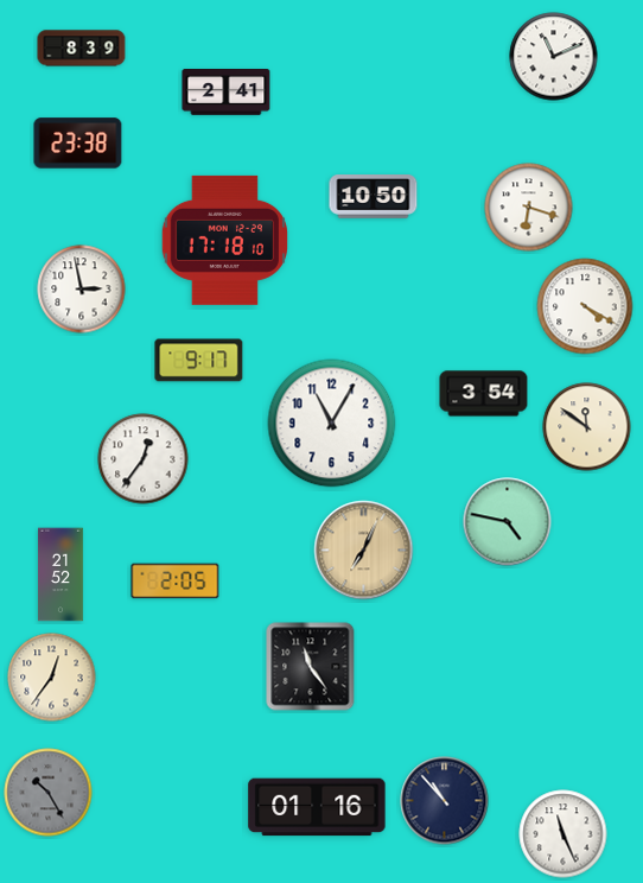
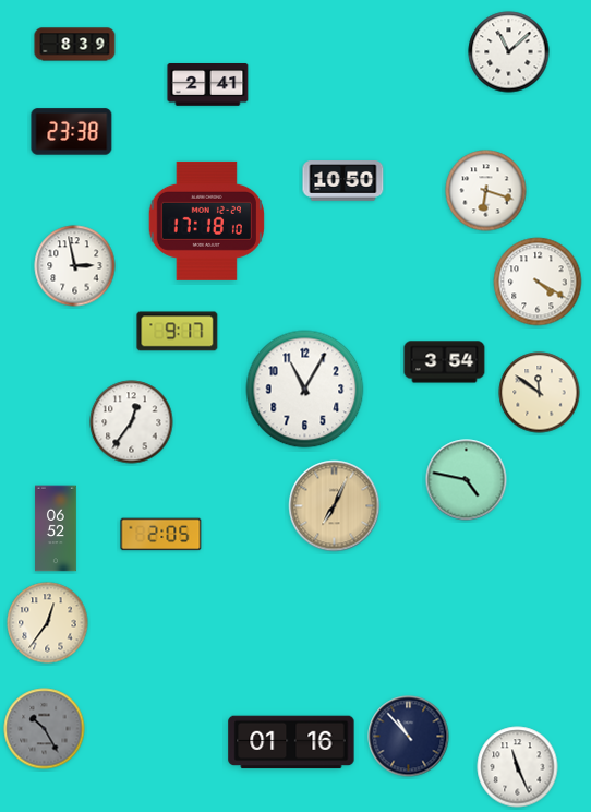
clock at (554, 57): 11:11 -> 11:08
clock at (199, 361) position: (199, 361) -> (178, 332)
clock at (61, 574): 21:52 -> 06:52
clock at (311, 667): 11:24 -> none
